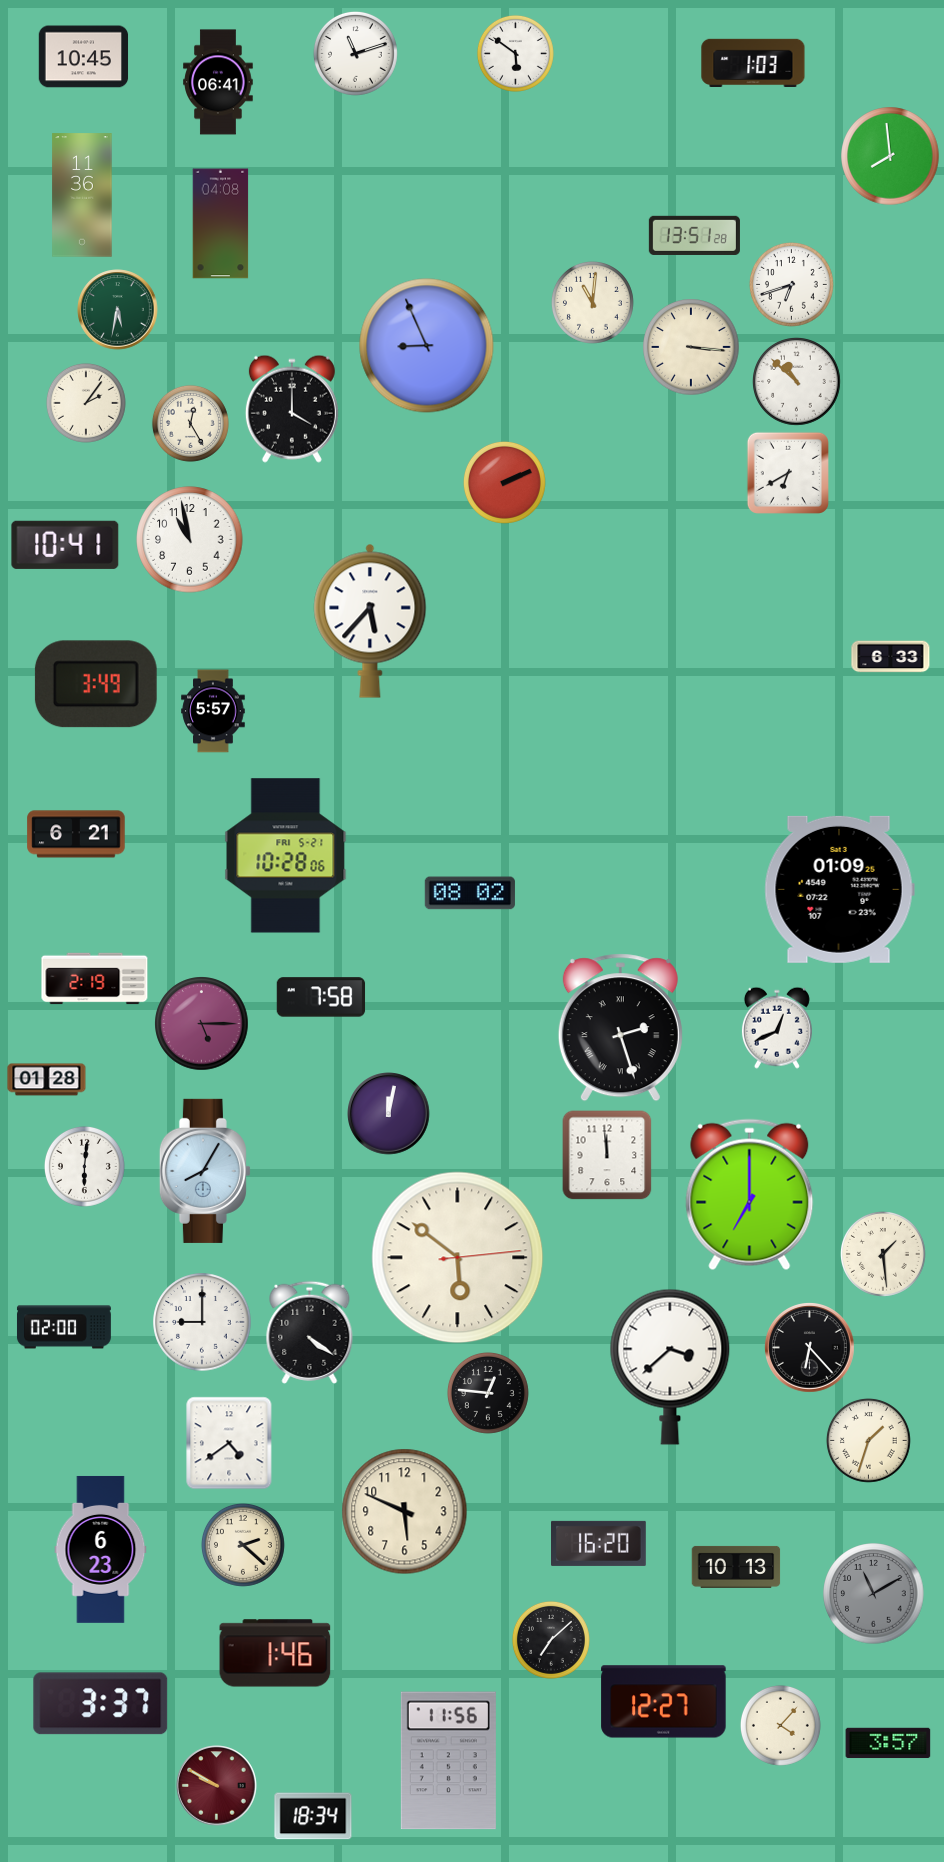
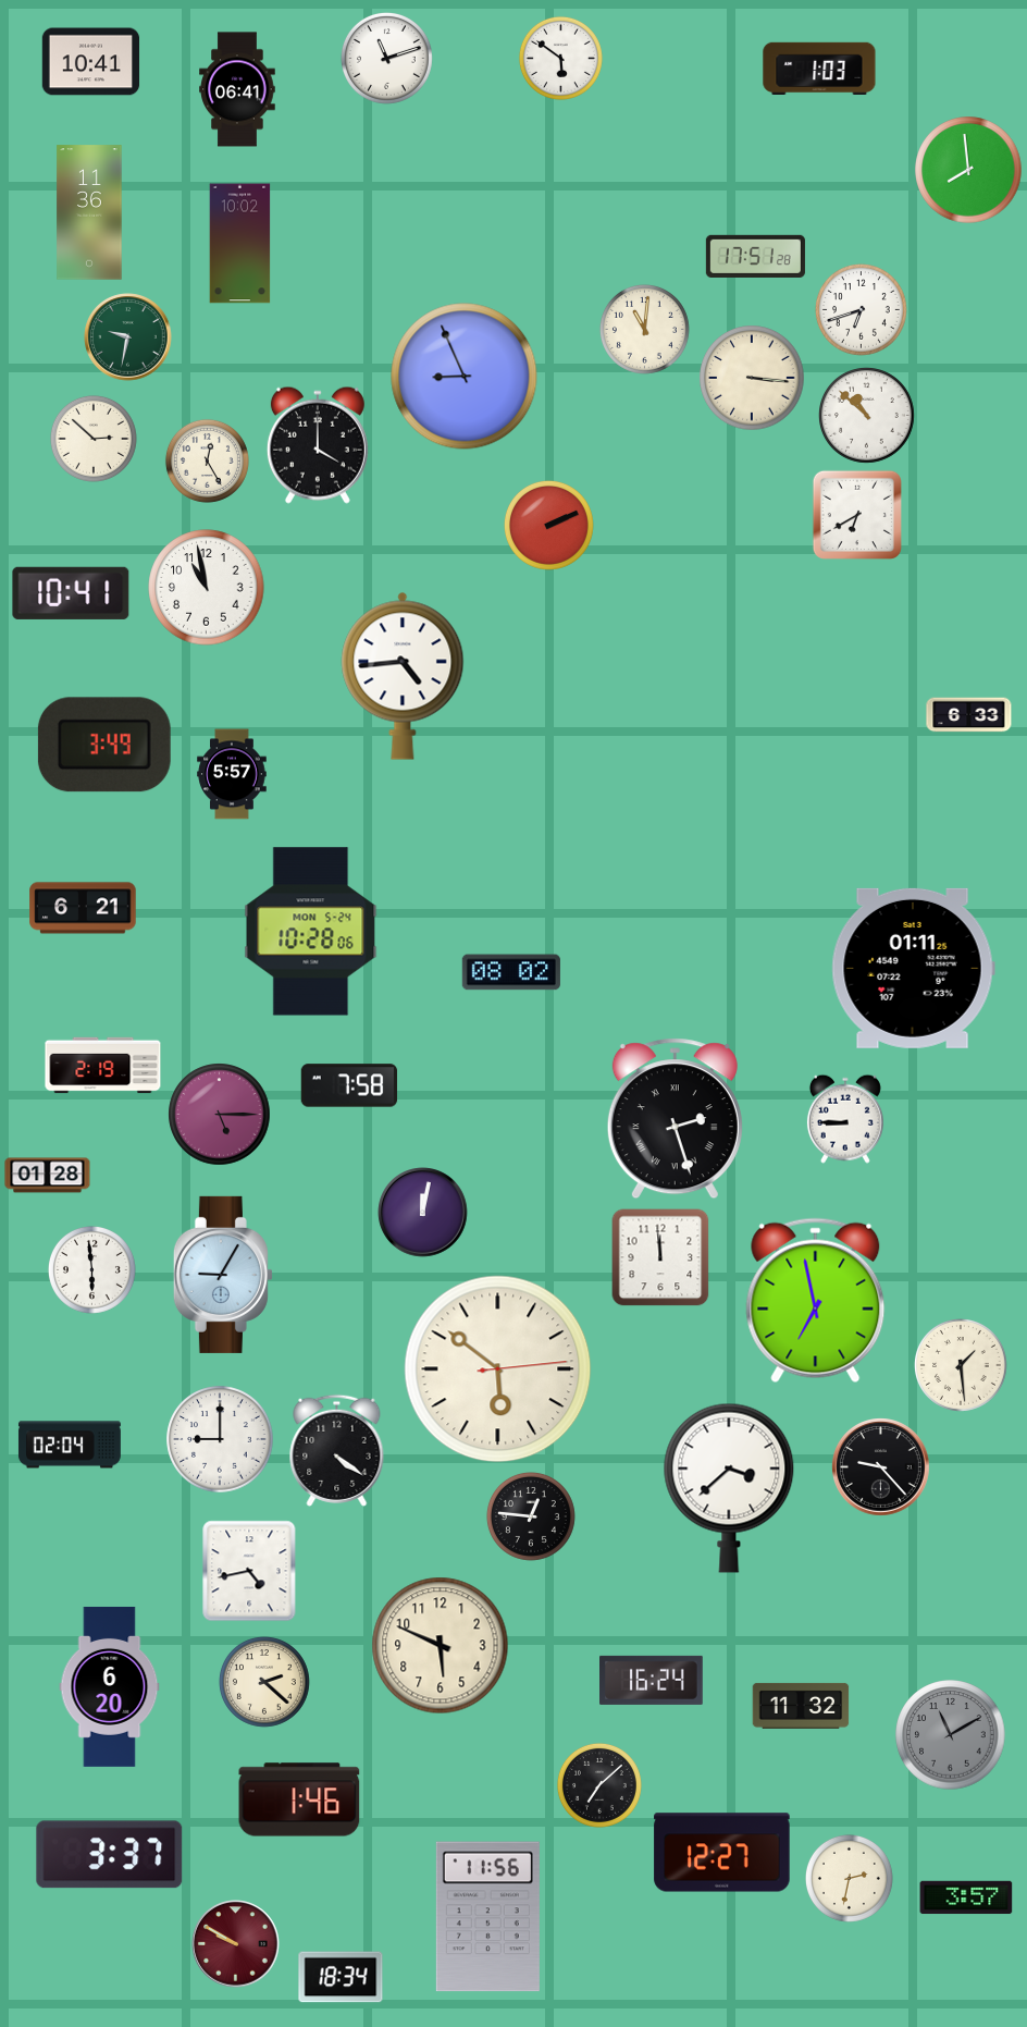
clock at (84, 57): 10:45 -> 10:41
clock at (221, 224): 04:08 -> 10:02
clock at (694, 235): 13:51 -> 17:51
clock at (118, 310): 5:32 -> 9:32
clock at (86, 403): 2:06 -> 2:52
clock at (370, 621): 5:37 -> 4:44
clock at (286, 856) date: FRI 5-21 -> MON 5-24
clock at (839, 889): 01:09 -> 01:11
clock at (777, 1028): 12:41 -> 8:45
clock at (47, 1080) position: (47, 1080) -> (48, 1176)
clock at (84, 1166): 6:01 -> 5:59
clock at (205, 1171): 8:05 -> 9:05
clock at (750, 1195): 7:00 -> 6:58
clock at (64, 1327): 02:00 -> 02:04
clock at (810, 1348): 6:23 -> 9:23
clock at (868, 1440): 1:33 -> none
clock at (229, 1443): 4:39 -> 4:43
clock at (599, 1543): 16:20 -> 16:24
clock at (101, 1549): 6:23 -> 6:20
clock at (736, 1567): 10:13 -> 11:32
clock at (780, 1725): 4:07 -> 2:32
